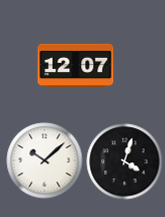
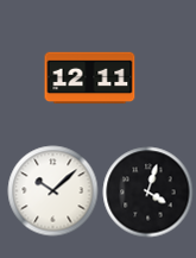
clock at (76, 66): 12:07 -> 12:11
